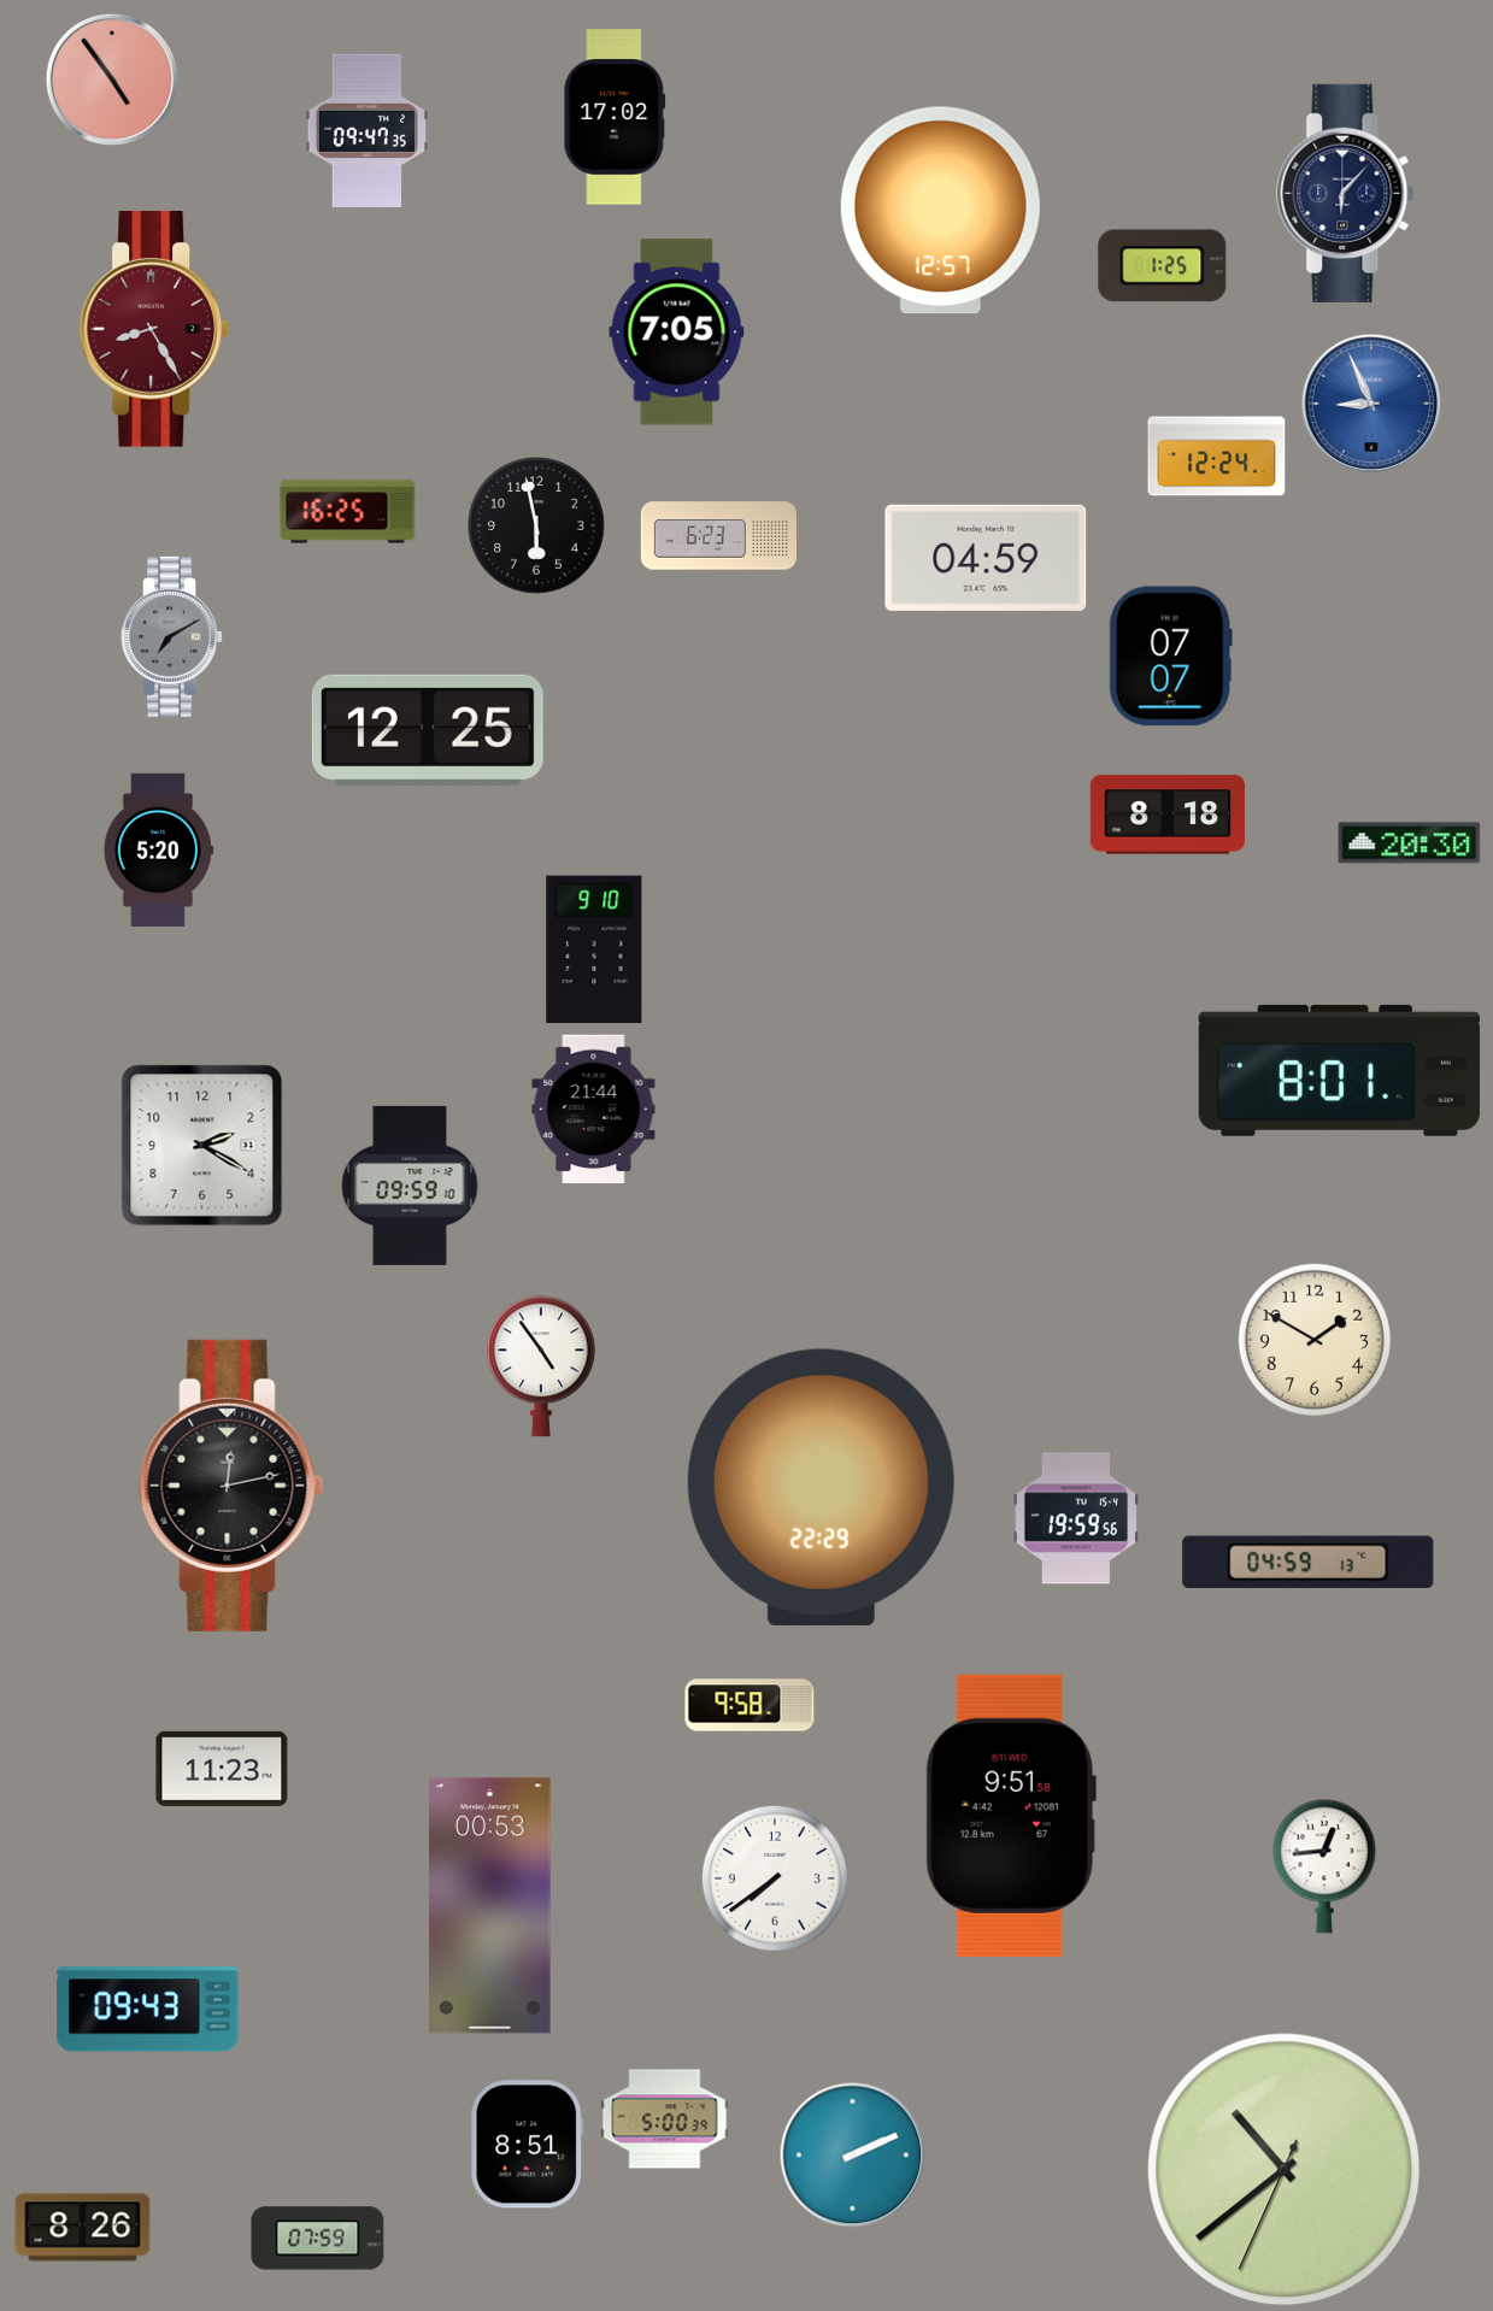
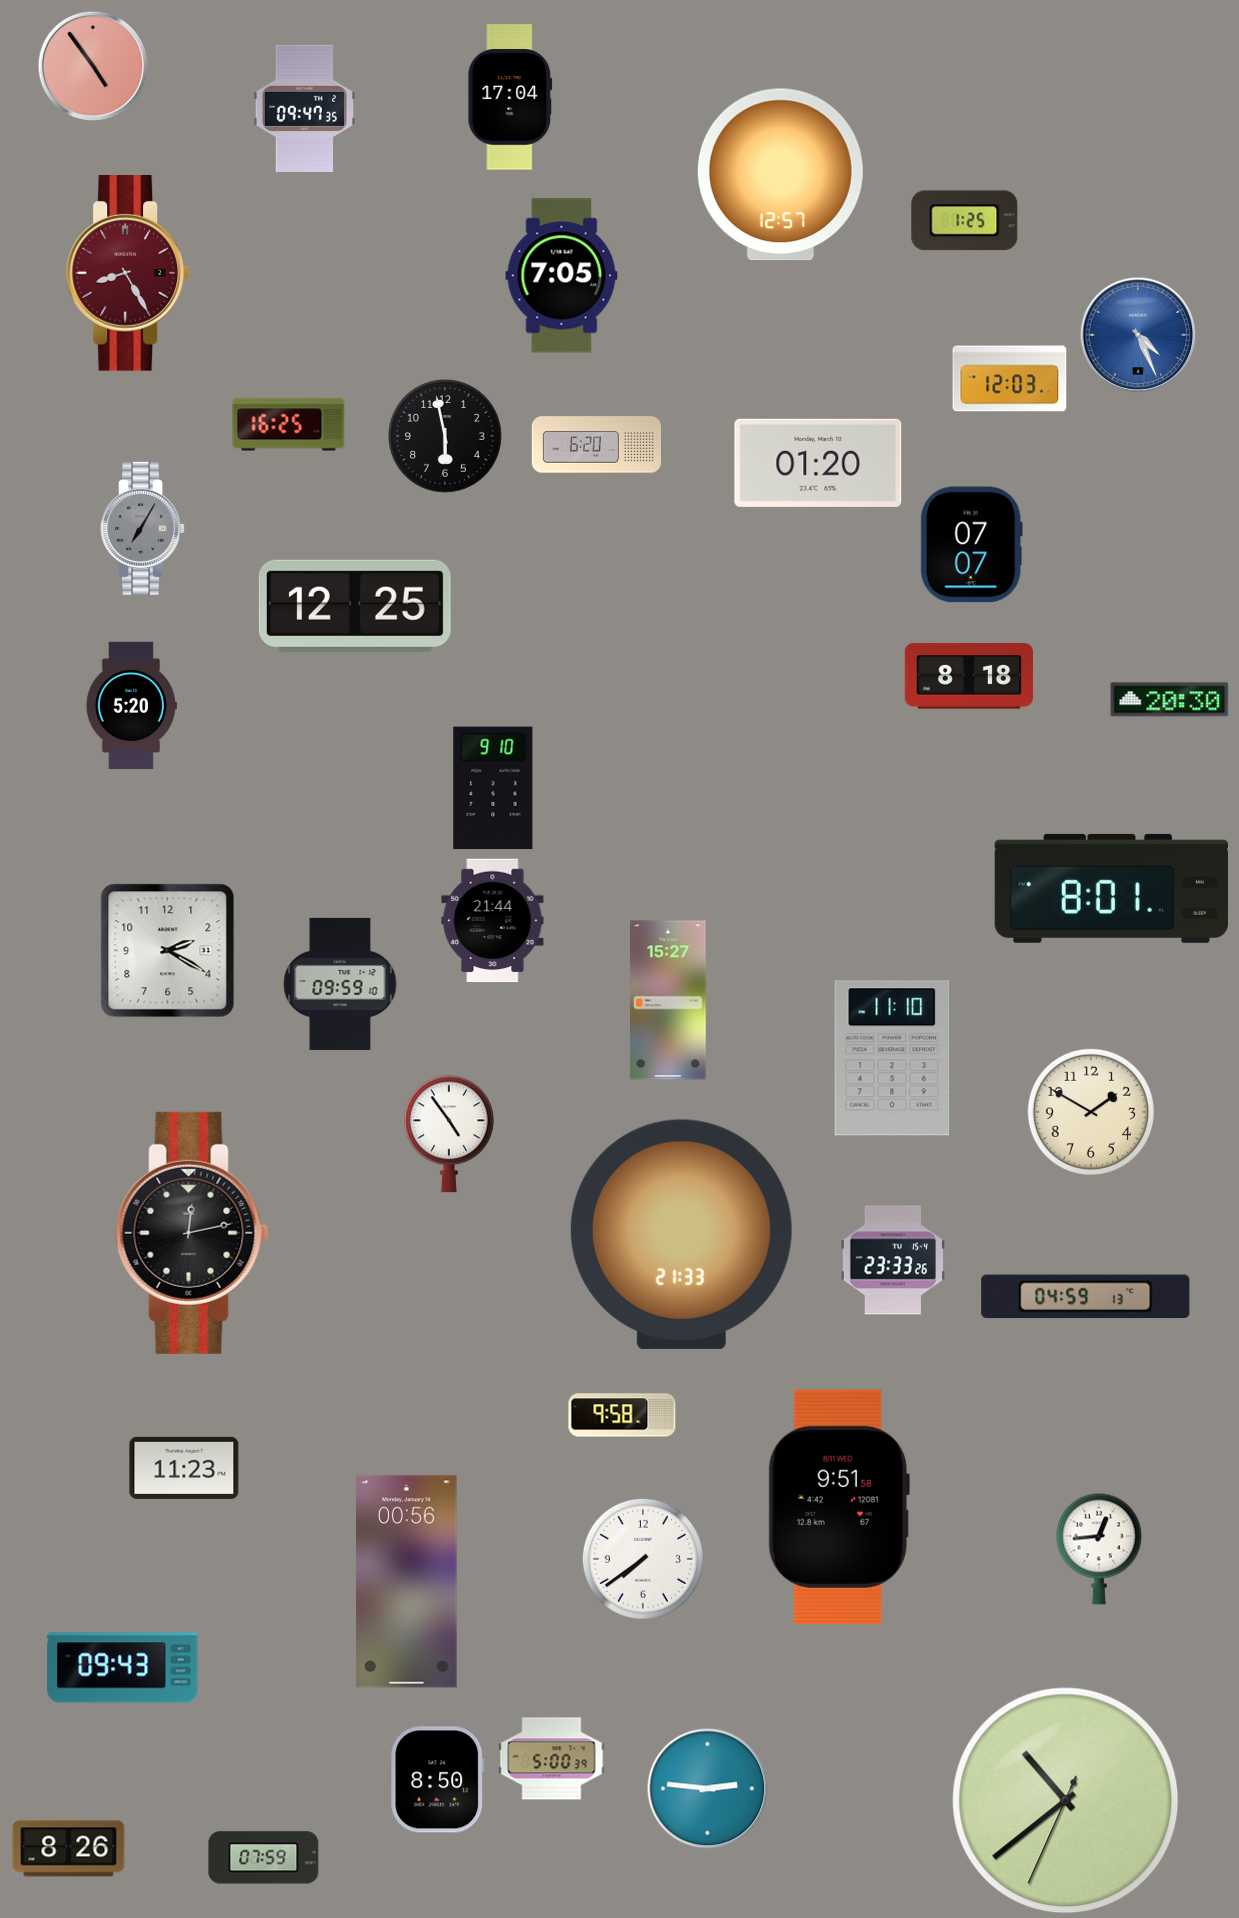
clock at (615, 117): 17:02 -> 17:04
clock at (1346, 193): 6:07 -> none
clock at (1371, 404): 8:56 -> 4:26
clock at (1217, 457): 12:24 -> 12:03
clock at (718, 536): 6:23 -> 6:20
clock at (986, 558): 04:59 -> 01:20
clock at (172, 636): 7:10 -> 7:05
clock at (669, 1000): none -> 15:27
clock at (892, 1058): none -> 11:10
clock at (821, 1487): 22:29 -> 21:33
clock at (1076, 1518): 19:59 -> 23:33
clock at (490, 1906): 00:53 -> 00:56
clock at (528, 2145): 8:51 -> 8:50
clock at (853, 2156): 2:11 -> 2:46
